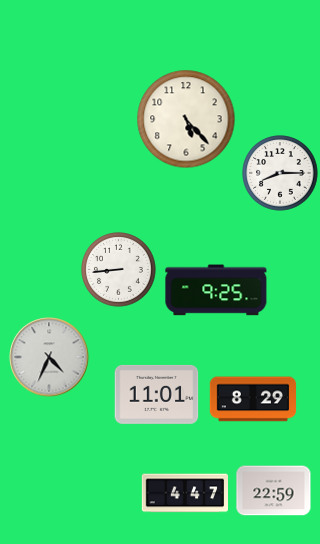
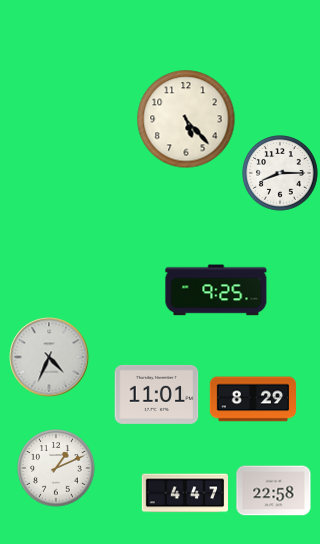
clock at (119, 270): 8:44 -> none
clock at (56, 468): none -> 1:11
clock at (274, 491): 22:59 -> 22:58
